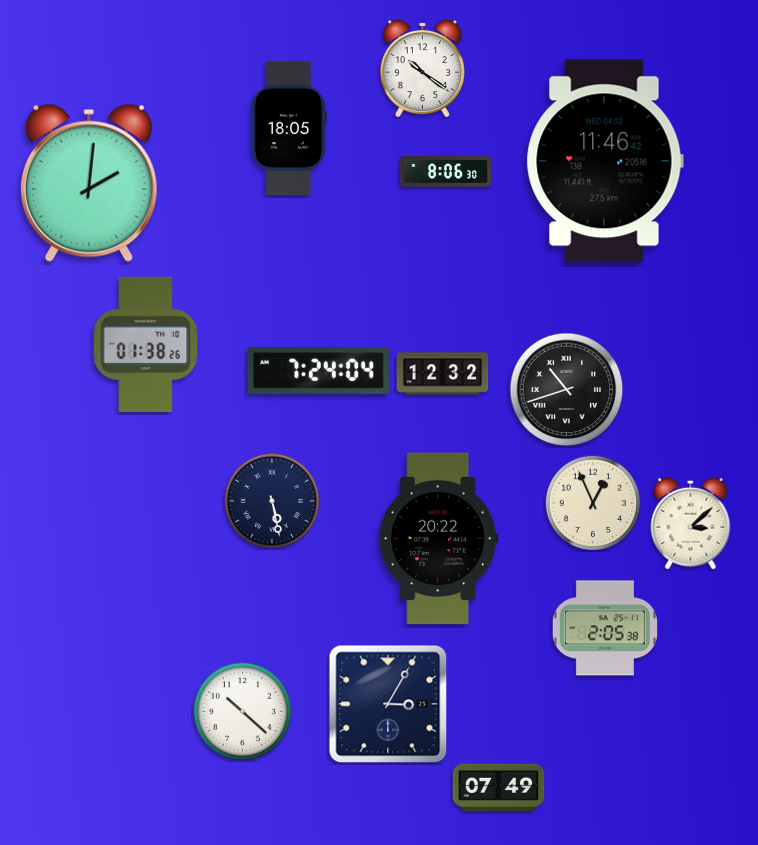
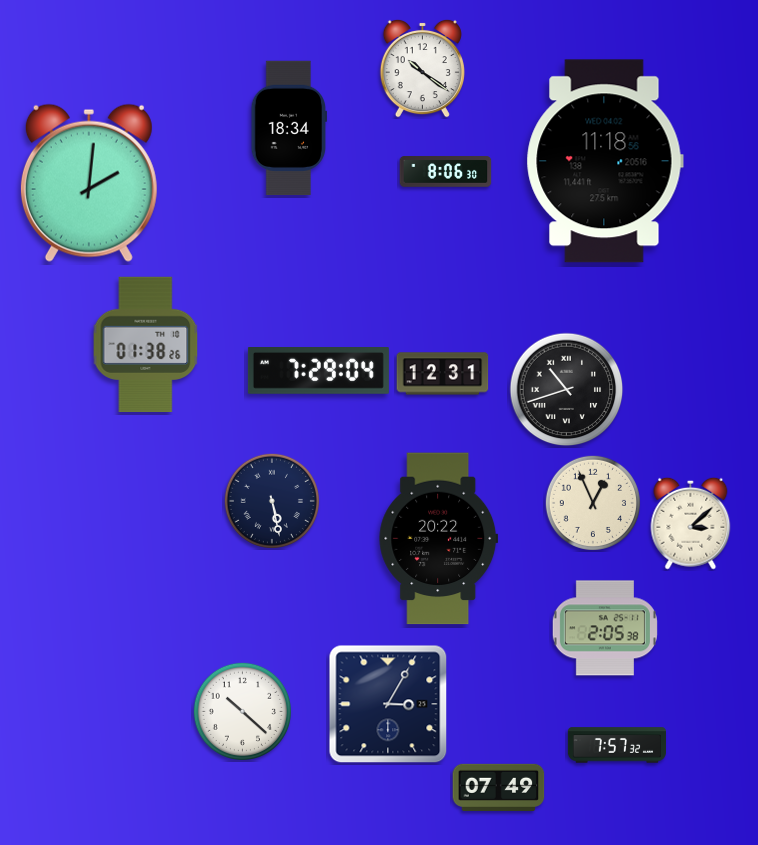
clock at (288, 128): 18:05 -> 18:34
clock at (605, 161): 11:46 -> 11:18
clock at (318, 371): 7:24 -> 7:29
clock at (443, 374): 12:32 -> 12:31
clock at (617, 745): none -> 7:57
